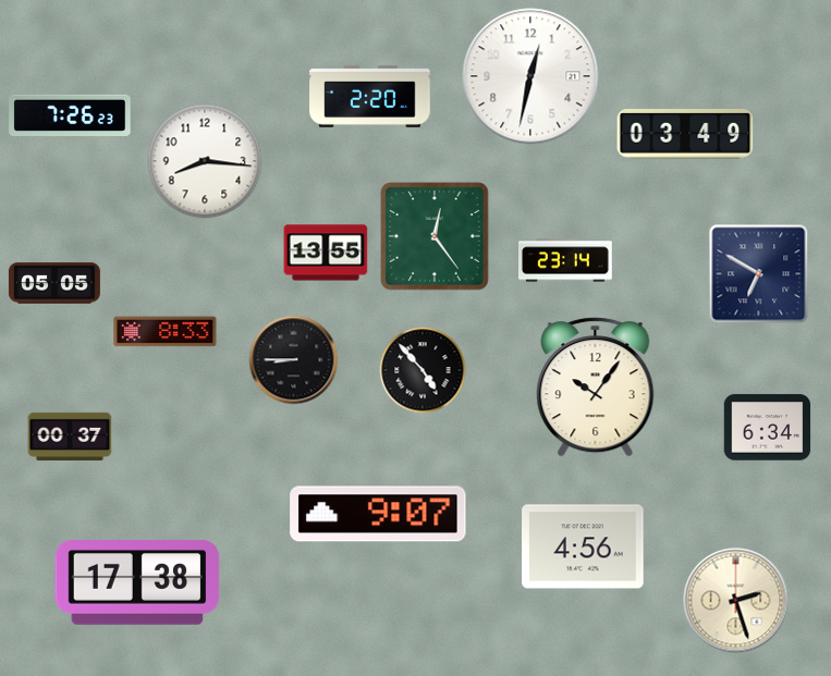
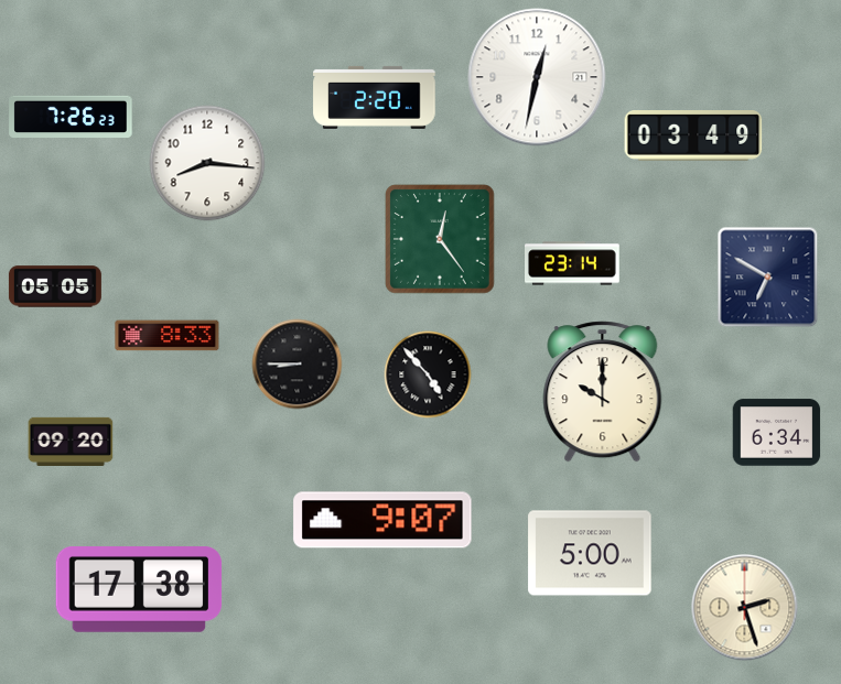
clock at (326, 253): 13:55 -> none
clock at (596, 388): 10:06 -> 10:00
clock at (70, 437): 00:37 -> 09:20
clock at (583, 546): 4:56 -> 5:00
